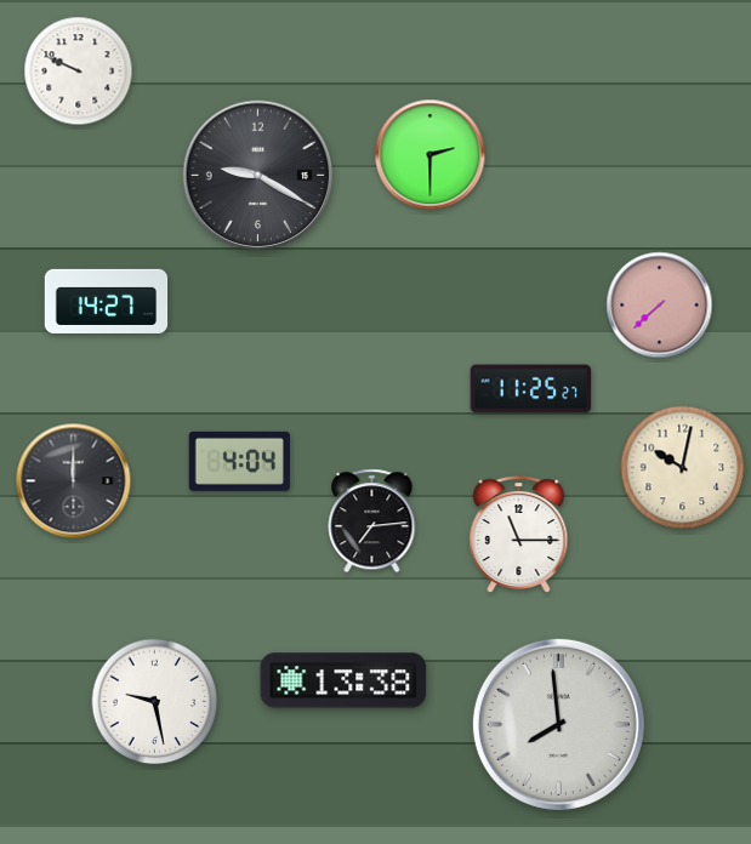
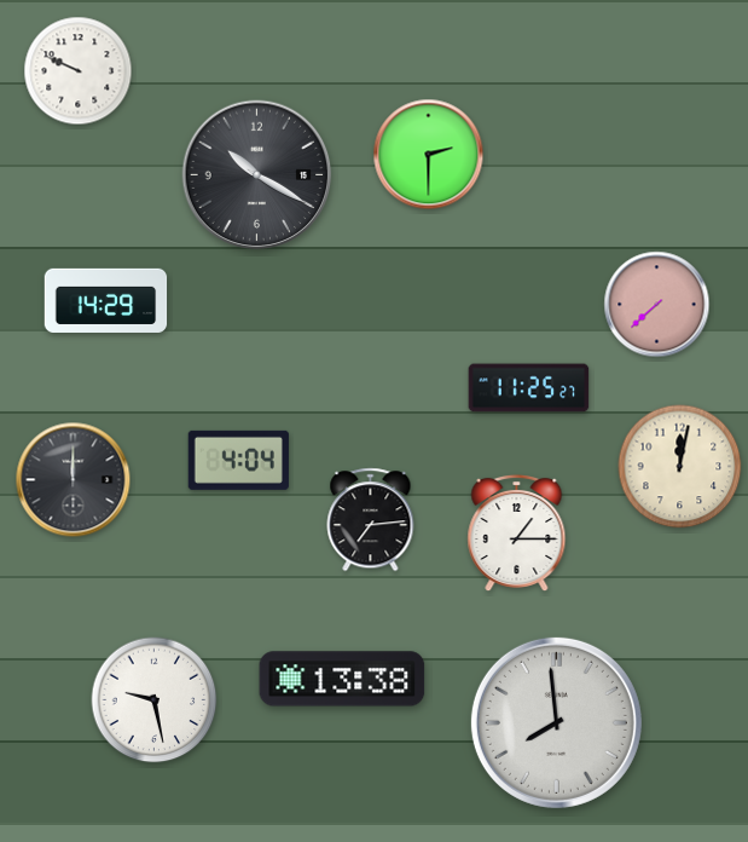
clock at (258, 176): 9:20 -> 10:20
clock at (107, 301): 14:27 -> 14:29
clock at (683, 468): 10:02 -> 12:02
clock at (519, 535): 11:15 -> 1:15
